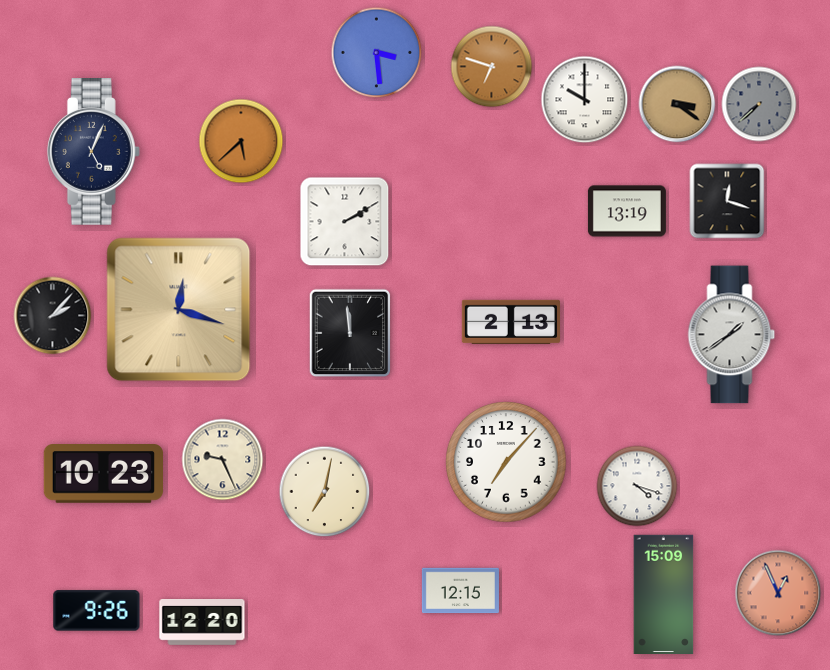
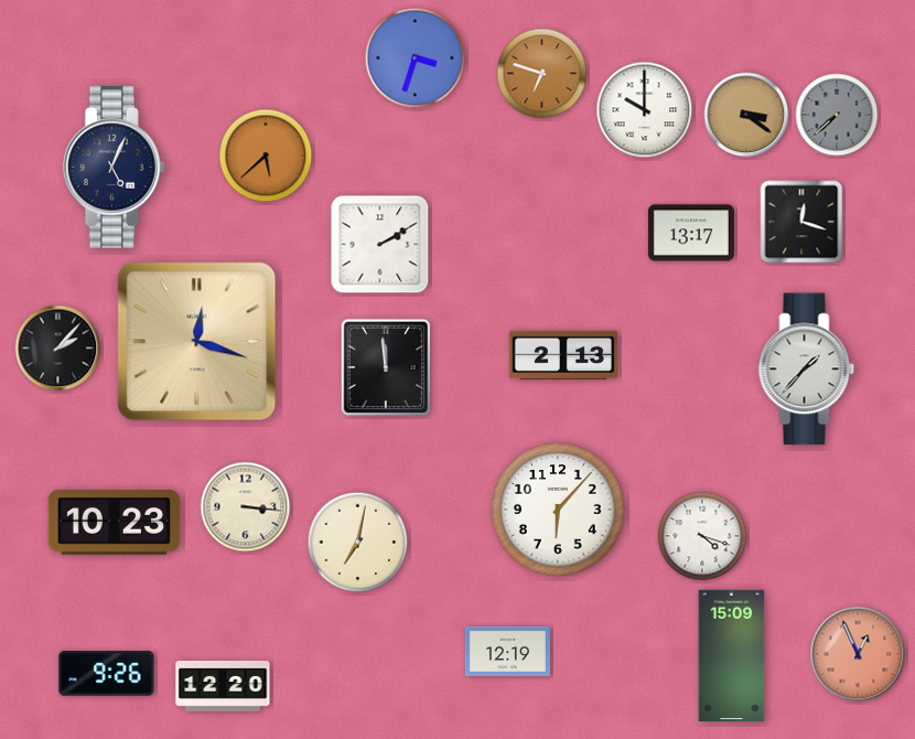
clock at (377, 53): 3:29 -> 3:33
clock at (93, 152) position: (93, 152) -> (114, 168)
clock at (627, 211): 13:19 -> 13:17
clock at (732, 335): 1:39 -> 1:37
clock at (223, 460): 9:26 -> 3:16
clock at (506, 462): 7:07 -> 6:07
clock at (460, 591): 12:15 -> 12:19
